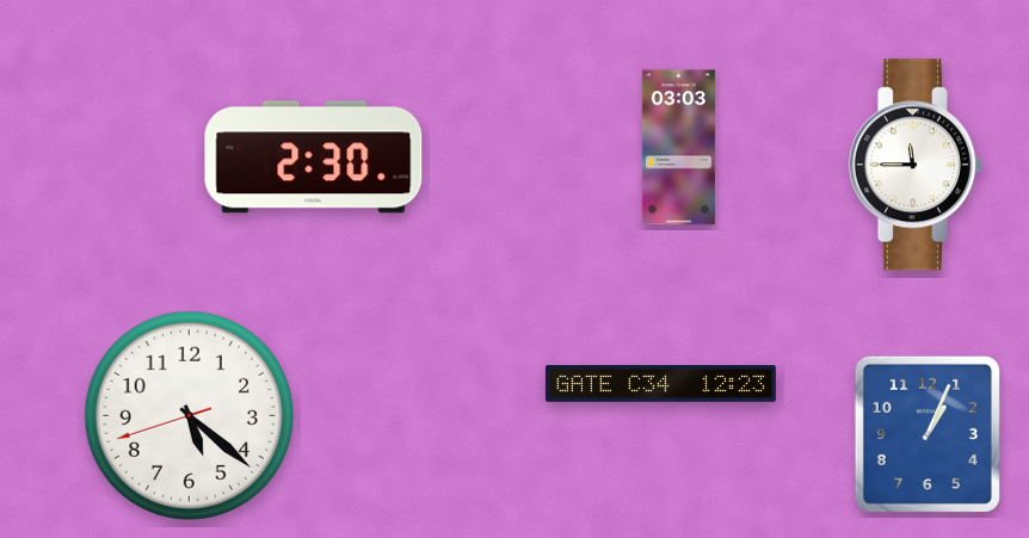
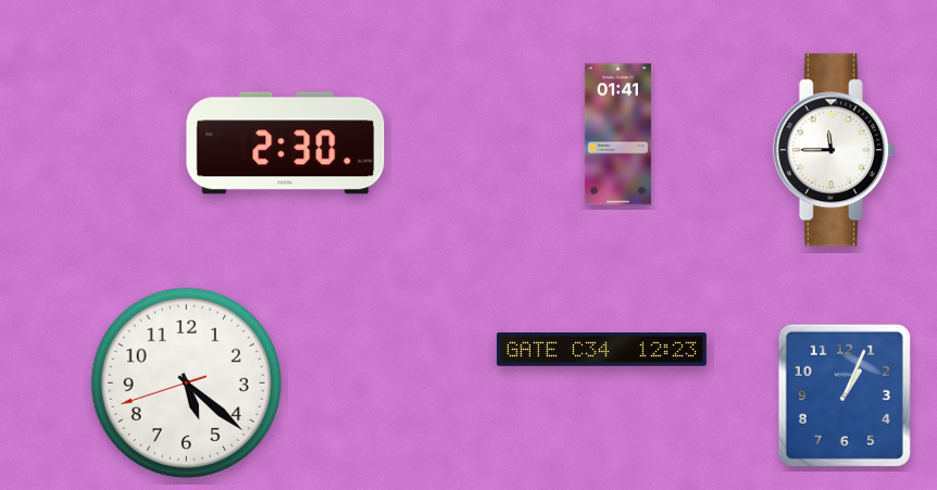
clock at (678, 148): 03:03 -> 01:41
clock at (189, 415) position: (189, 415) -> (186, 382)
